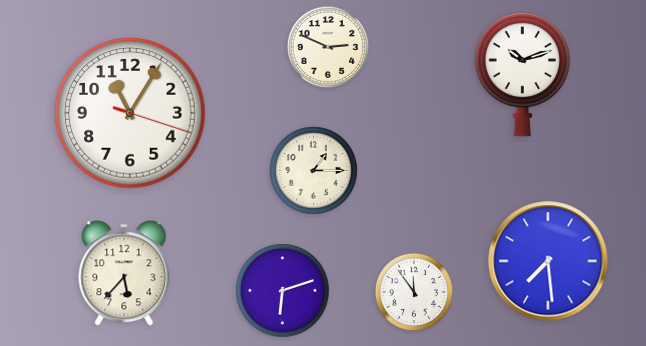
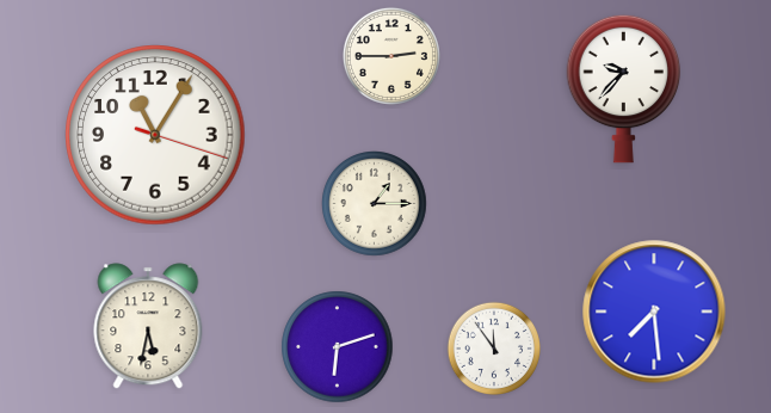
clock at (328, 47): 2:49 -> 2:45
clock at (523, 74): 10:12 -> 9:37
clock at (124, 273): 5:37 -> 5:32
